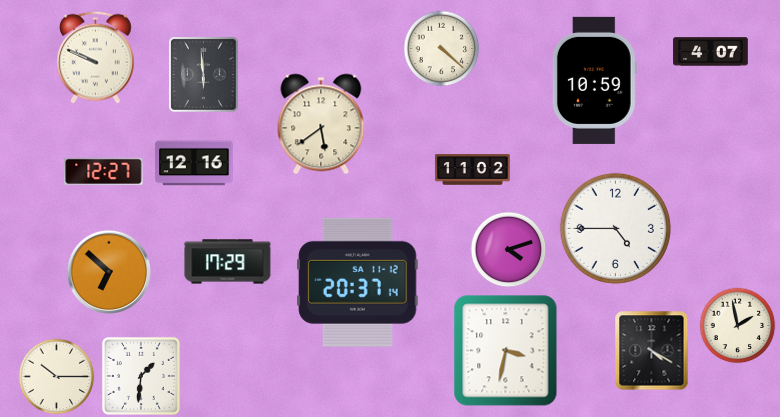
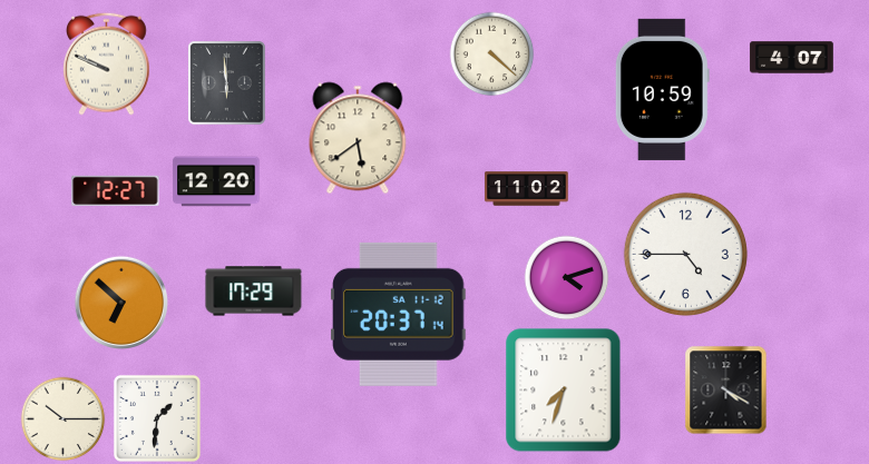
clock at (194, 163): 12:16 -> 12:20
clock at (738, 326): 1:58 -> none
clock at (506, 351): 3:32 -> 7:33
